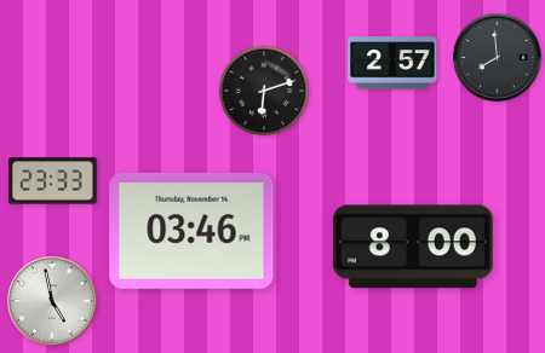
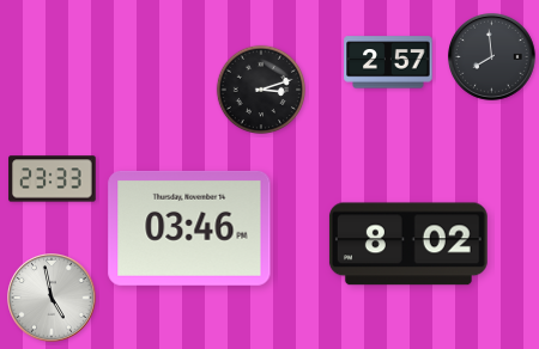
clock at (263, 89): 6:12 -> 3:12
clock at (413, 247): 8:00 -> 8:02
